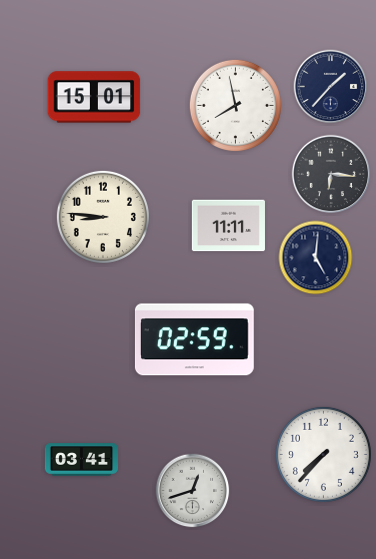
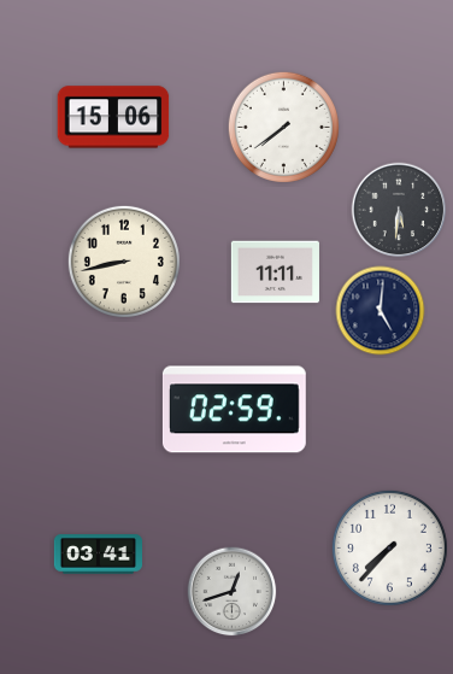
clock at (331, 87): 1:37 -> none
clock at (94, 97): 15:01 -> 15:06
clock at (235, 105): 7:58 -> 7:39
clock at (331, 174): 6:16 -> 5:31
clock at (103, 217): 8:46 -> 8:43
